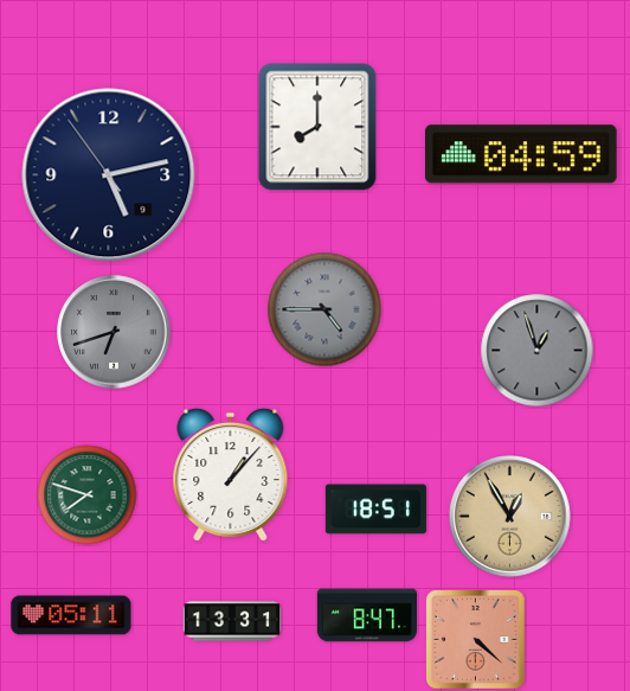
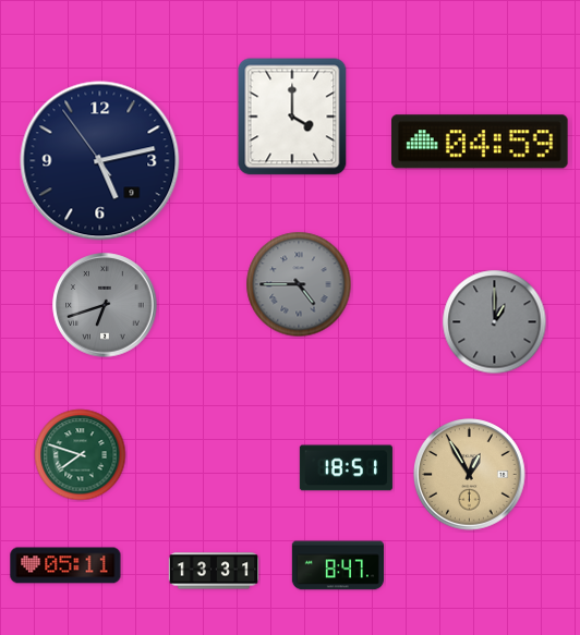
clock at (317, 127): 8:00 -> 4:00
clock at (538, 351): 12:57 -> 1:00
clock at (231, 474): 1:07 -> none
clock at (476, 640): 4:22 -> none
